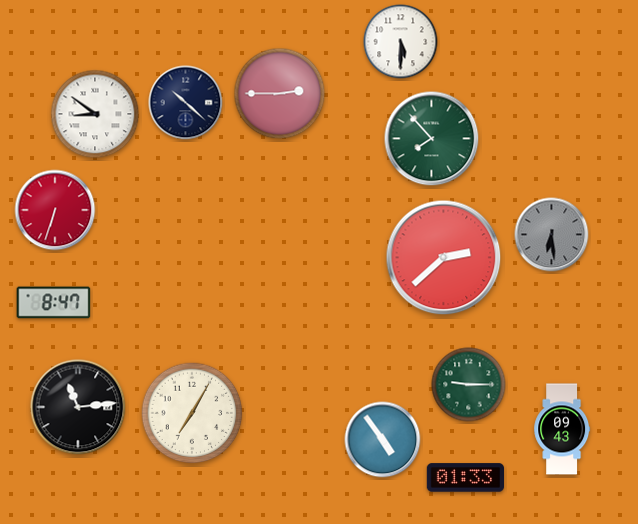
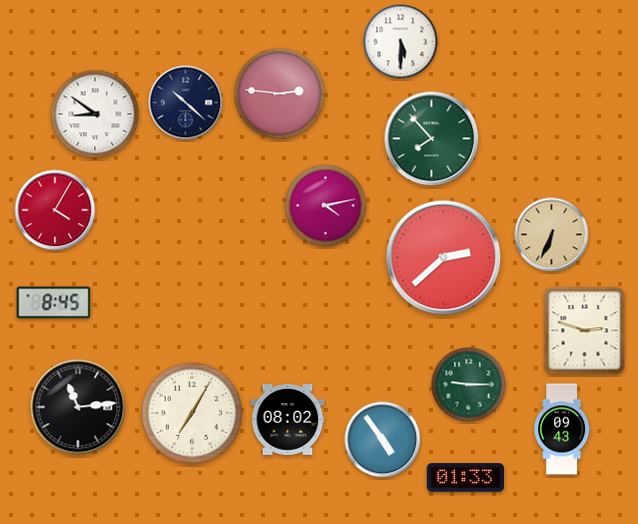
clock at (280, 94): 2:45 -> 2:46
clock at (326, 206): none -> 4:13
clock at (55, 210): 6:33 -> 4:05
clock at (552, 235): 6:29 -> 6:34
clock at (552, 235) dial: grey -> champagne
clock at (54, 303): 8:47 -> 8:45
clock at (585, 331): none -> 2:48
clock at (288, 420): none -> 08:02
